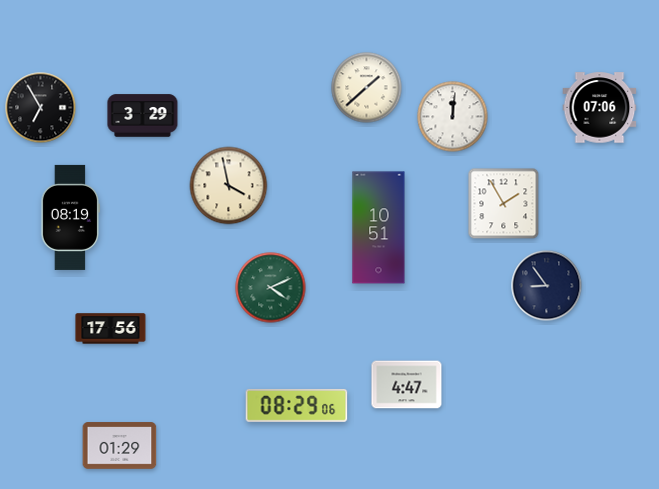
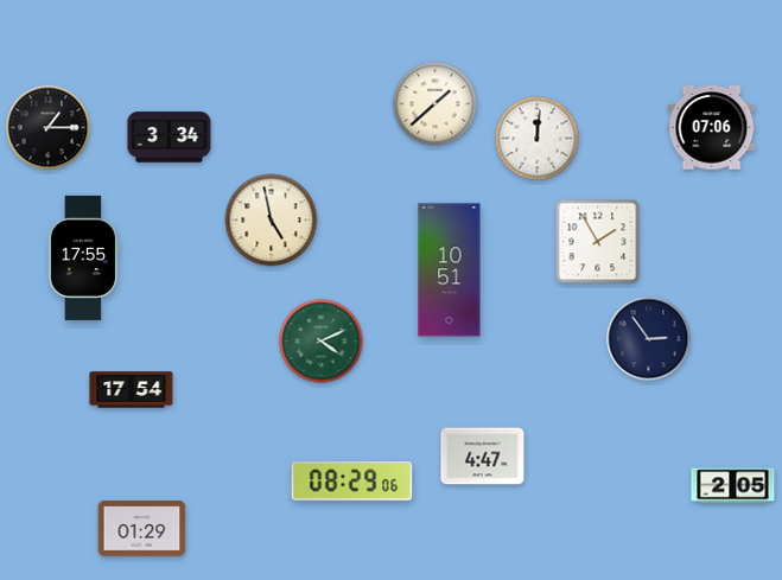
clock at (41, 108): 6:55 -> 1:15
clock at (143, 116): 3:29 -> 3:34
clock at (229, 186): 3:58 -> 4:58
clock at (71, 217): 08:19 -> 17:55
clock at (547, 286): 8:54 -> 2:54
clock at (111, 329): 17:56 -> 17:54
clock at (733, 486): none -> 2:05
